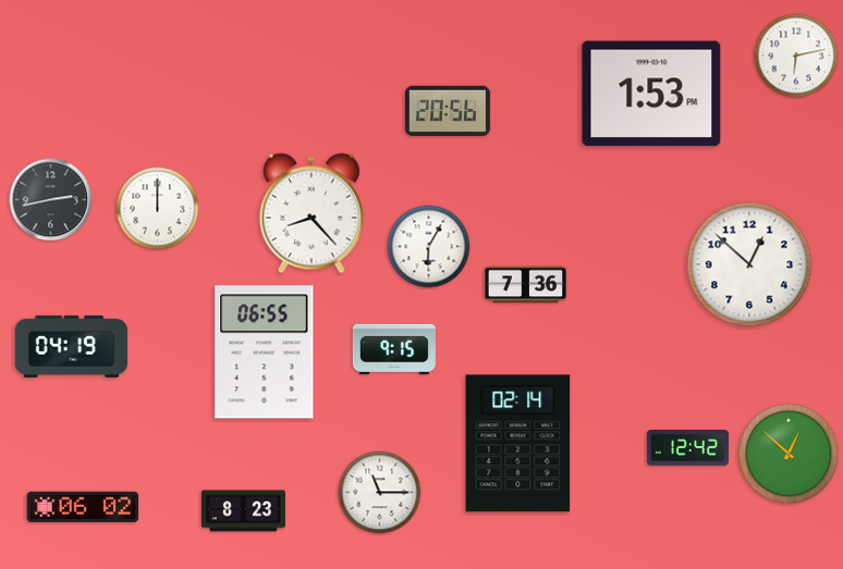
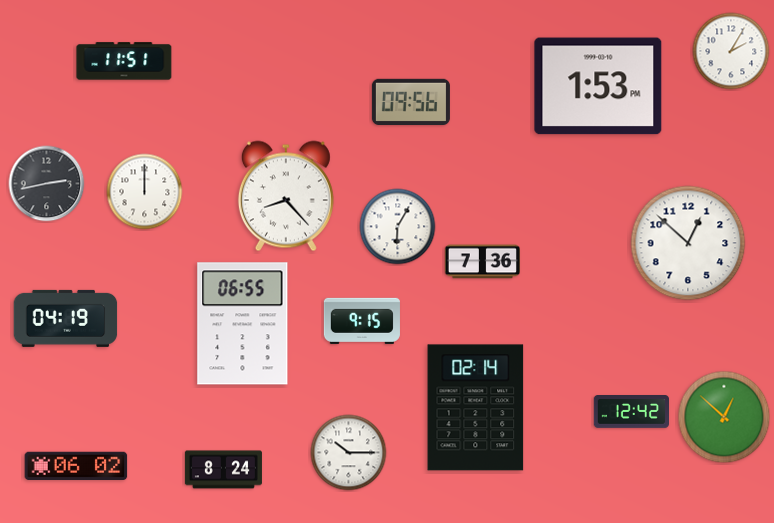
clock at (796, 55): 6:13 -> 2:05
clock at (124, 61): none -> 11:51
clock at (448, 110): 20:56 -> 09:56
clock at (429, 247) position: (429, 247) -> (398, 227)
clock at (380, 493): 11:15 -> 10:15
clock at (243, 511): 8:23 -> 8:24
